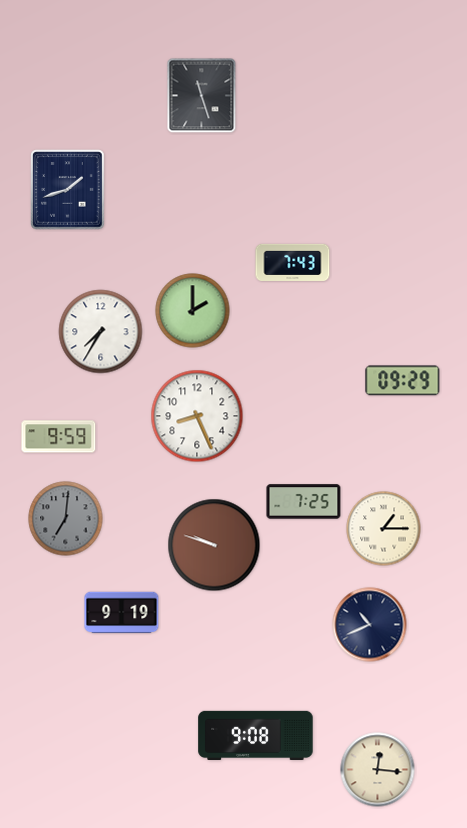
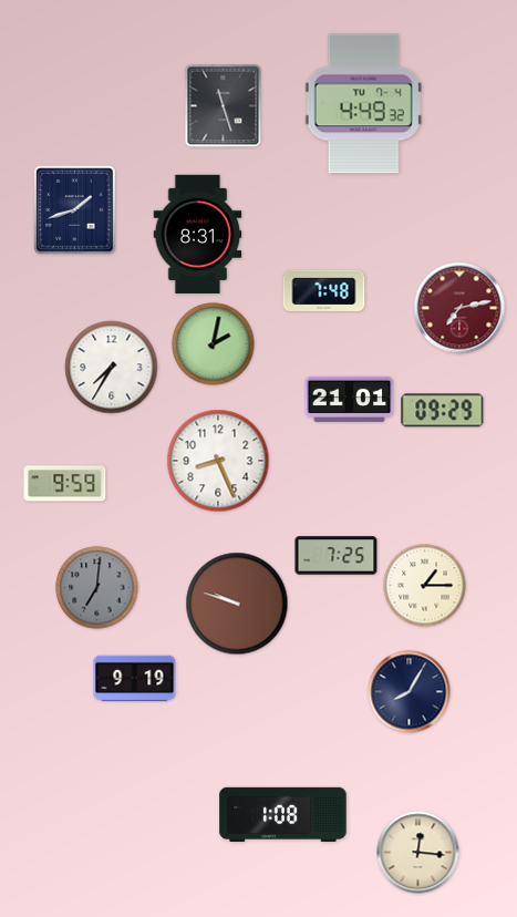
clock at (363, 104): none -> 4:49
clock at (198, 234): none -> 8:31
clock at (293, 262): 7:43 -> 7:48
clock at (459, 308): none -> 7:13
clock at (193, 311): 2:00 -> 2:02
clock at (350, 399): none -> 21:01
clock at (403, 381) position: (403, 381) -> (443, 411)
clock at (66, 519) position: (66, 519) -> (97, 588)
clock at (370, 625): 10:41 -> 8:05
clock at (256, 736): 9:08 -> 1:08
